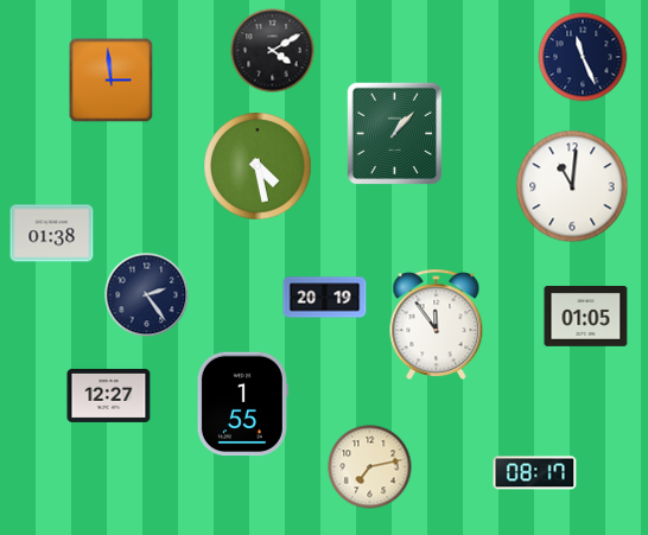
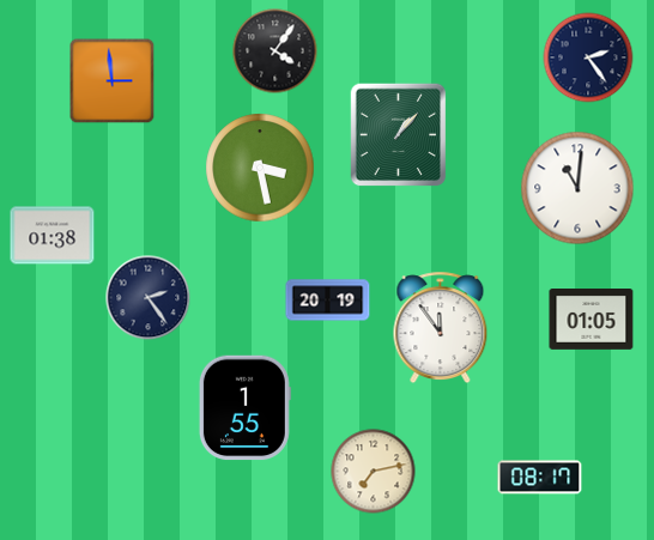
clock at (273, 51): 4:10 -> 4:06
clock at (583, 57): 11:26 -> 2:24
clock at (258, 166): 4:28 -> 3:28
clock at (109, 395): 12:27 -> none
